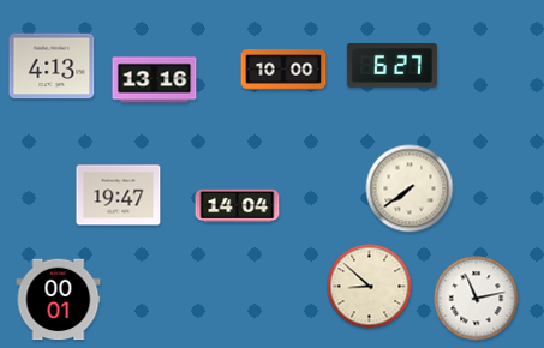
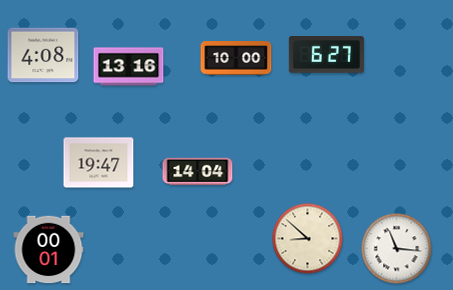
clock at (52, 66): 4:13 -> 4:08
clock at (410, 188): 7:39 -> none
clock at (477, 299): 11:13 -> 11:16
